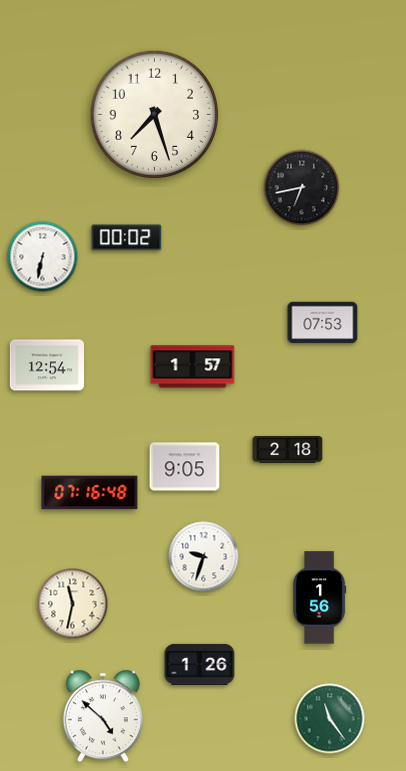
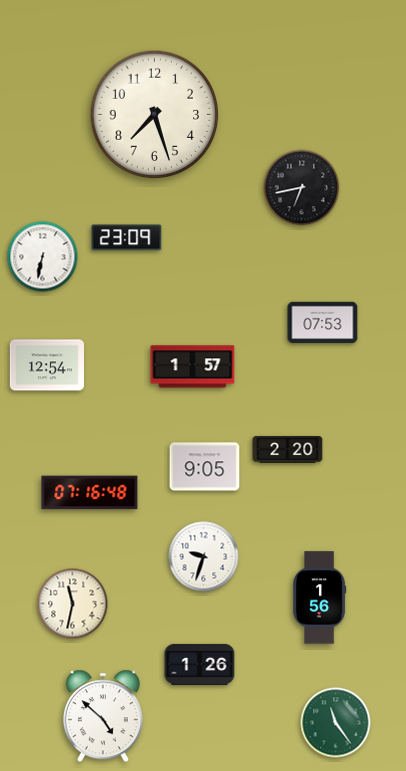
clock at (127, 238): 00:02 -> 23:09
clock at (288, 449): 2:18 -> 2:20
clock at (185, 467) position: (185, 467) -> (205, 467)
clock at (330, 719) position: (330, 719) -> (336, 723)
